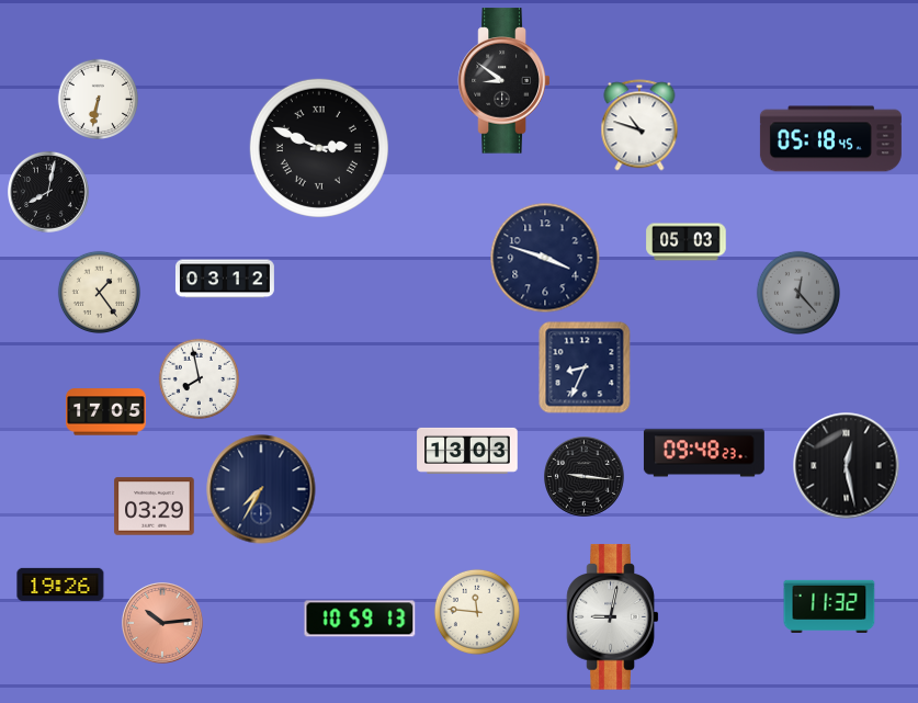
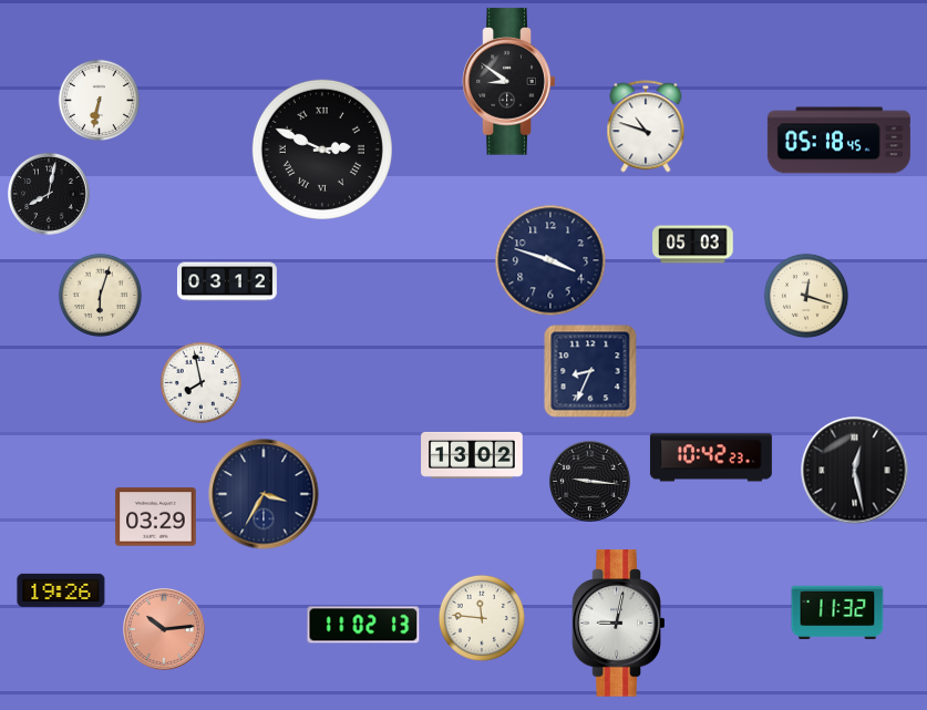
clock at (99, 292): 1:24 -> 6:03
clock at (798, 293): 12:23 -> 12:18
clock at (798, 293) dial: grey -> cream
clock at (106, 412): 17:05 -> none
clock at (467, 451): 13:03 -> 13:02
clock at (704, 453): 09:48 -> 10:42
clock at (261, 489): 7:35 -> 3:35
clock at (155, 507) position: (155, 507) -> (156, 517)
clock at (360, 619): 10:59 -> 11:02
